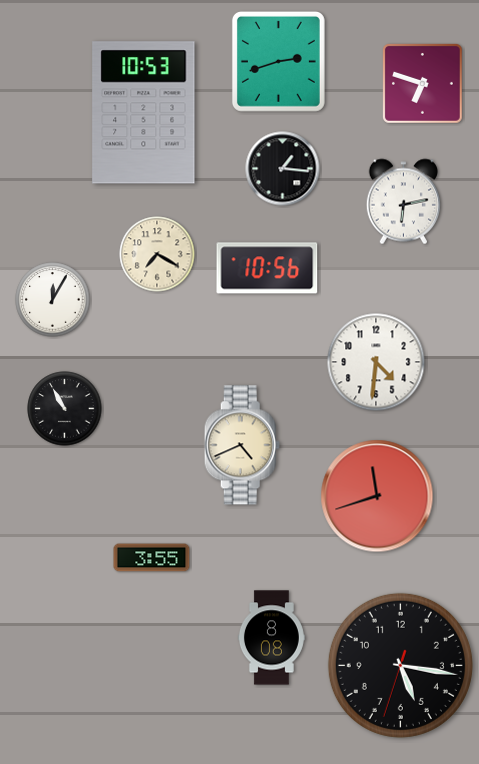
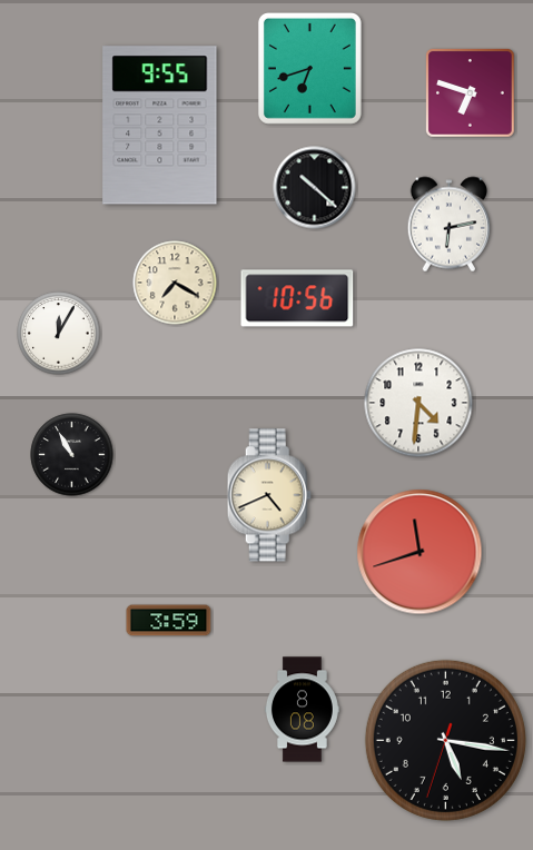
clock at (278, 61): 2:42 -> 6:42
clock at (144, 113): 10:53 -> 9:55
clock at (283, 169): 1:16 -> 10:22
clock at (152, 558): 3:55 -> 3:59
